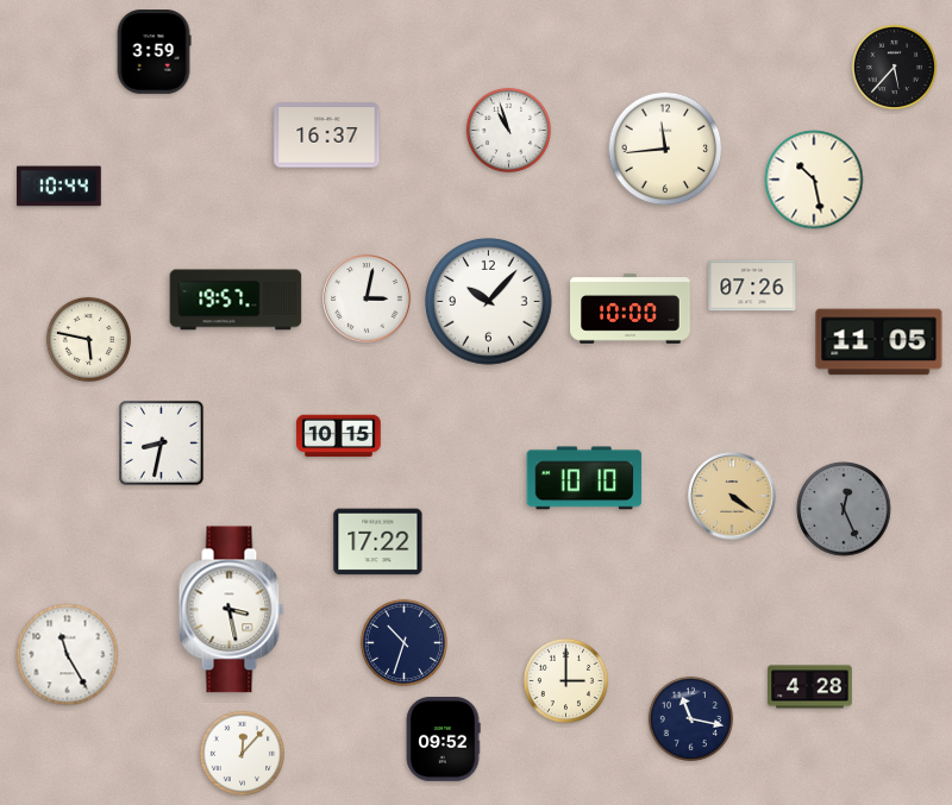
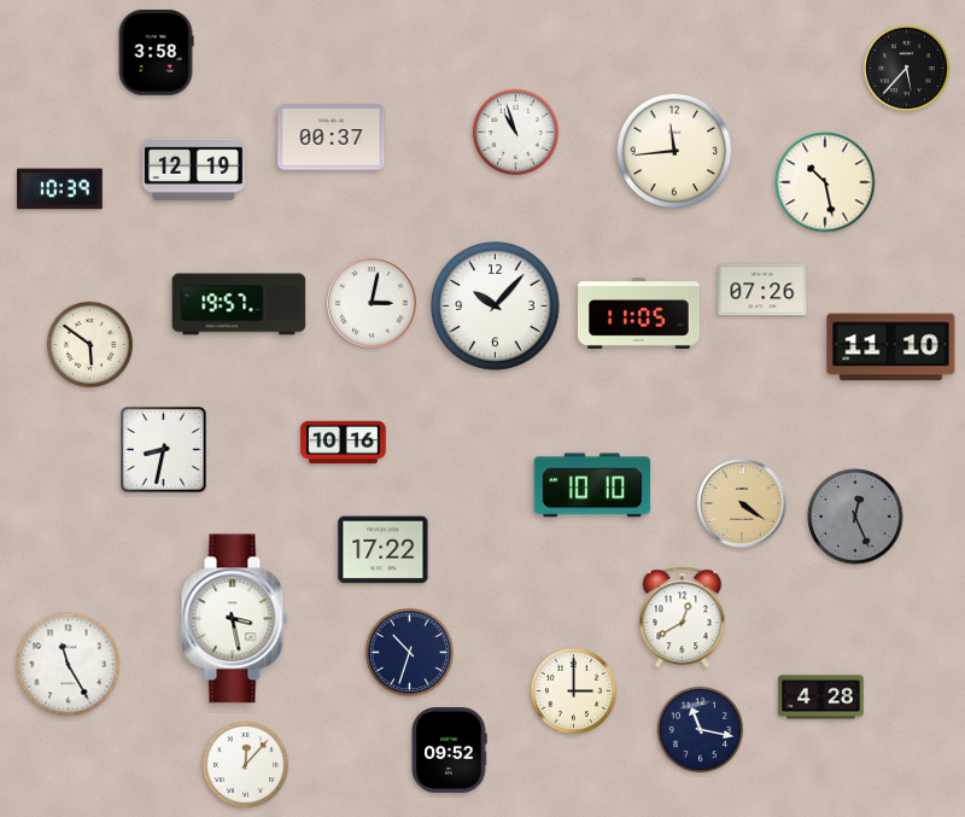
clock at (154, 52): 3:59 -> 3:58
clock at (327, 136): 16:37 -> 00:37
clock at (193, 170): none -> 12:19
clock at (59, 187): 10:44 -> 10:39
clock at (631, 309): 10:00 -> 11:05
clock at (88, 339): 5:47 -> 5:51
clock at (879, 342): 11:05 -> 11:10
clock at (339, 436): 10:15 -> 10:16
clock at (683, 618): none -> 12:40
